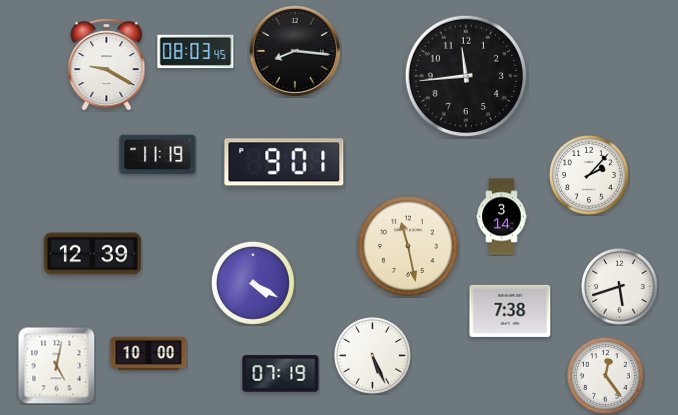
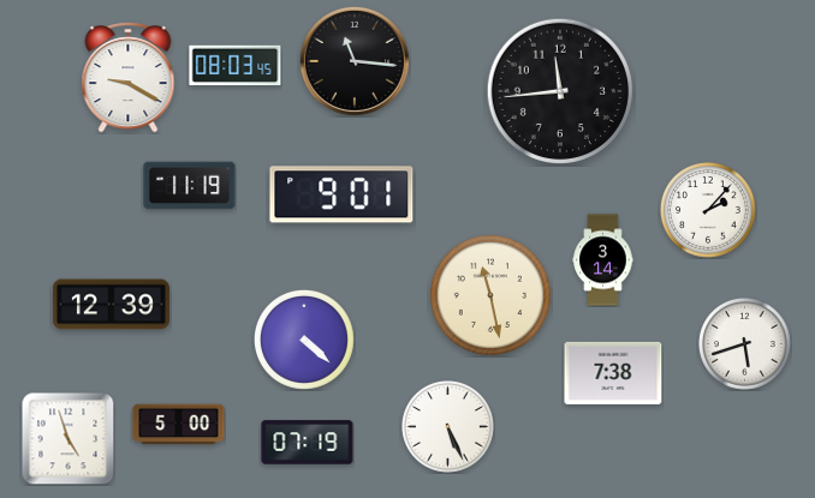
clock at (295, 51): 8:16 -> 11:16
clock at (196, 52) position: (196, 52) -> (236, 66)
clock at (253, 283): 4:20 -> 4:22
clock at (149, 354): 10:00 -> 5:00
clock at (56, 365): 5:02 -> 4:57
clock at (281, 374) position: (281, 374) -> (308, 443)
clock at (606, 376): 12:24 -> none
